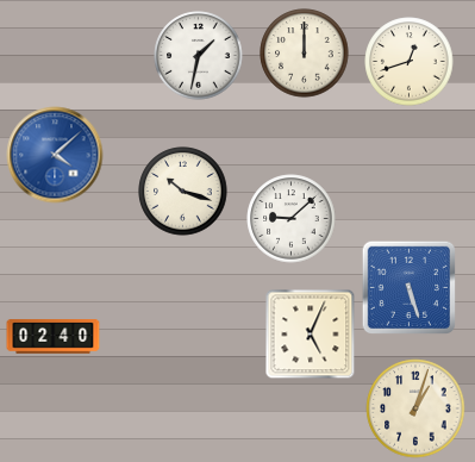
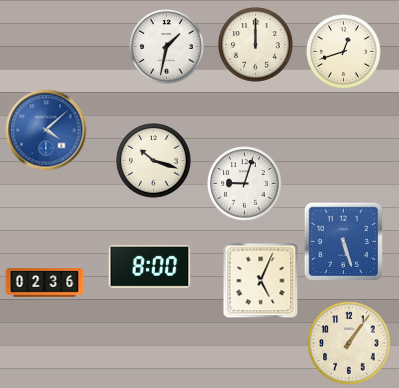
clock at (292, 219): 9:08 -> 9:03
clock at (150, 266): none -> 8:00
clock at (54, 337): 02:40 -> 02:36
clock at (415, 408): 1:03 -> 1:06
